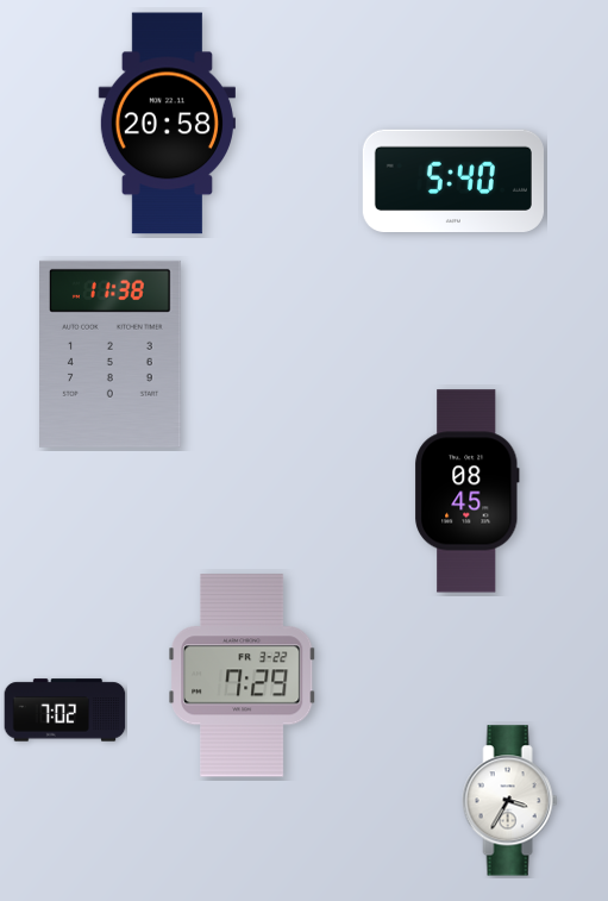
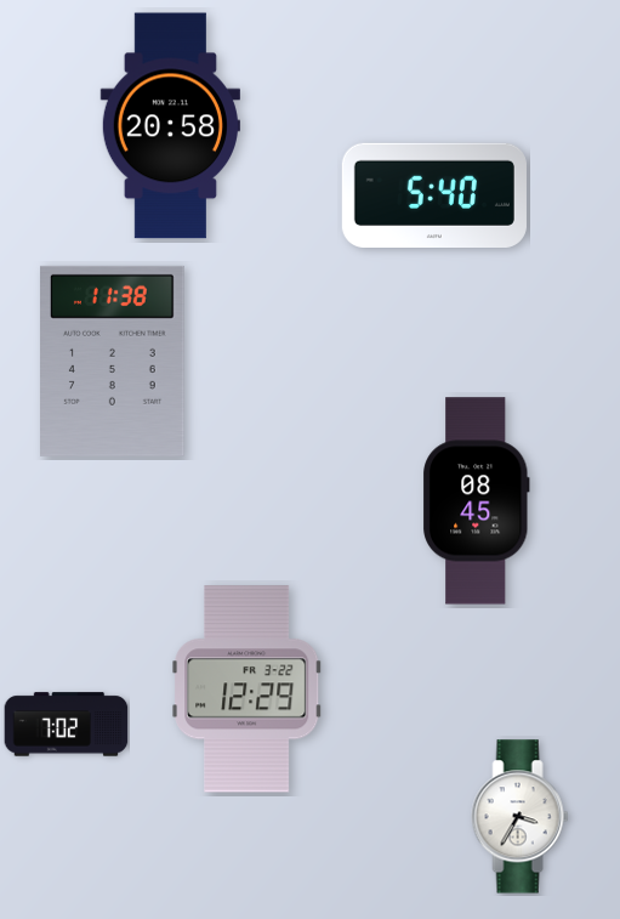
clock at (453, 180) position: (453, 180) -> (434, 194)
clock at (243, 676): 7:29 -> 12:29
